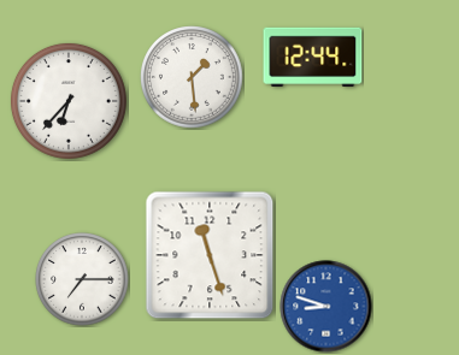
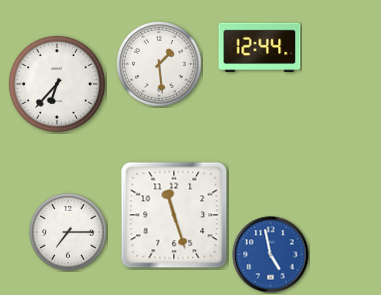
clock at (210, 255) position: (210, 255) -> (174, 215)
clock at (326, 307): 8:48 -> 4:58
